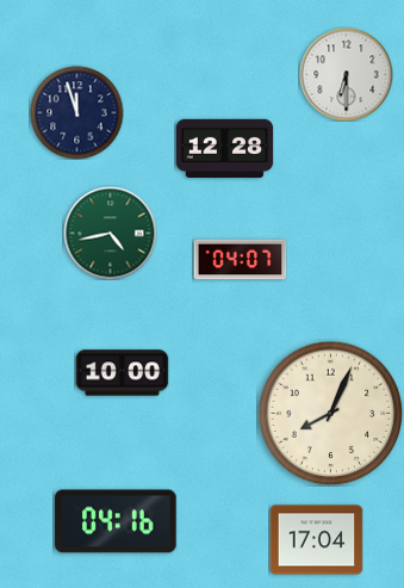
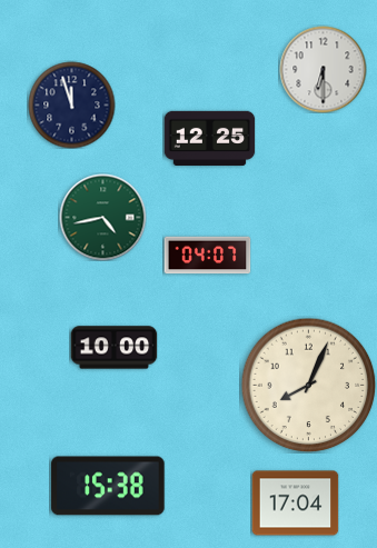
clock at (224, 148): 12:28 -> 12:25
clock at (240, 260) position: (240, 260) -> (207, 256)
clock at (116, 521): 04:16 -> 15:38
